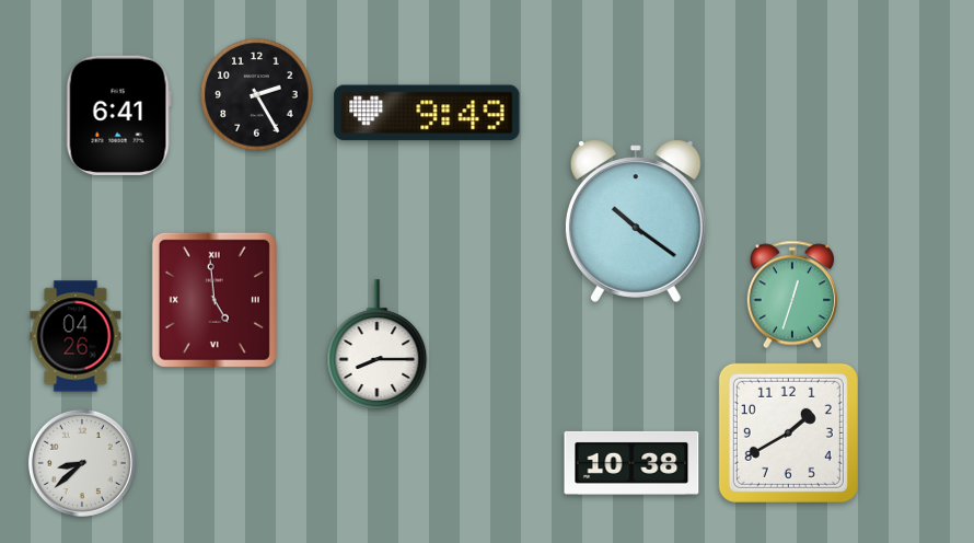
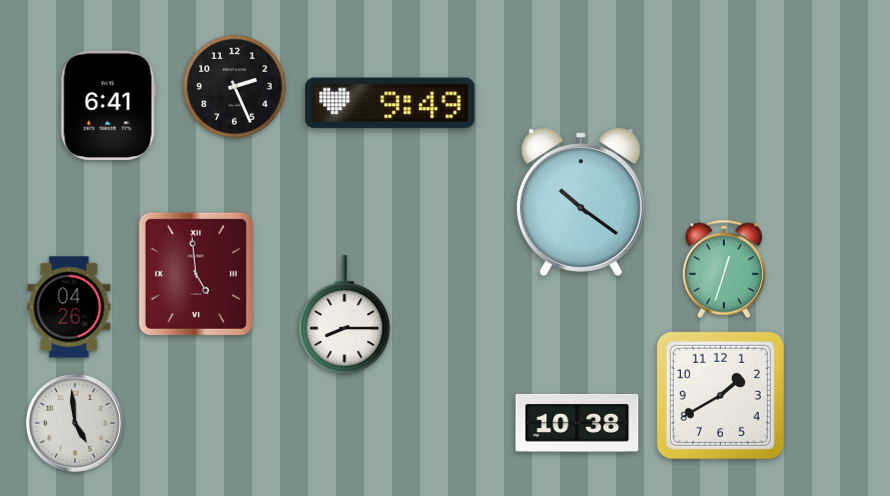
clock at (257, 95): 2:25 -> 2:26
clock at (82, 463): 8:38 -> 4:59
